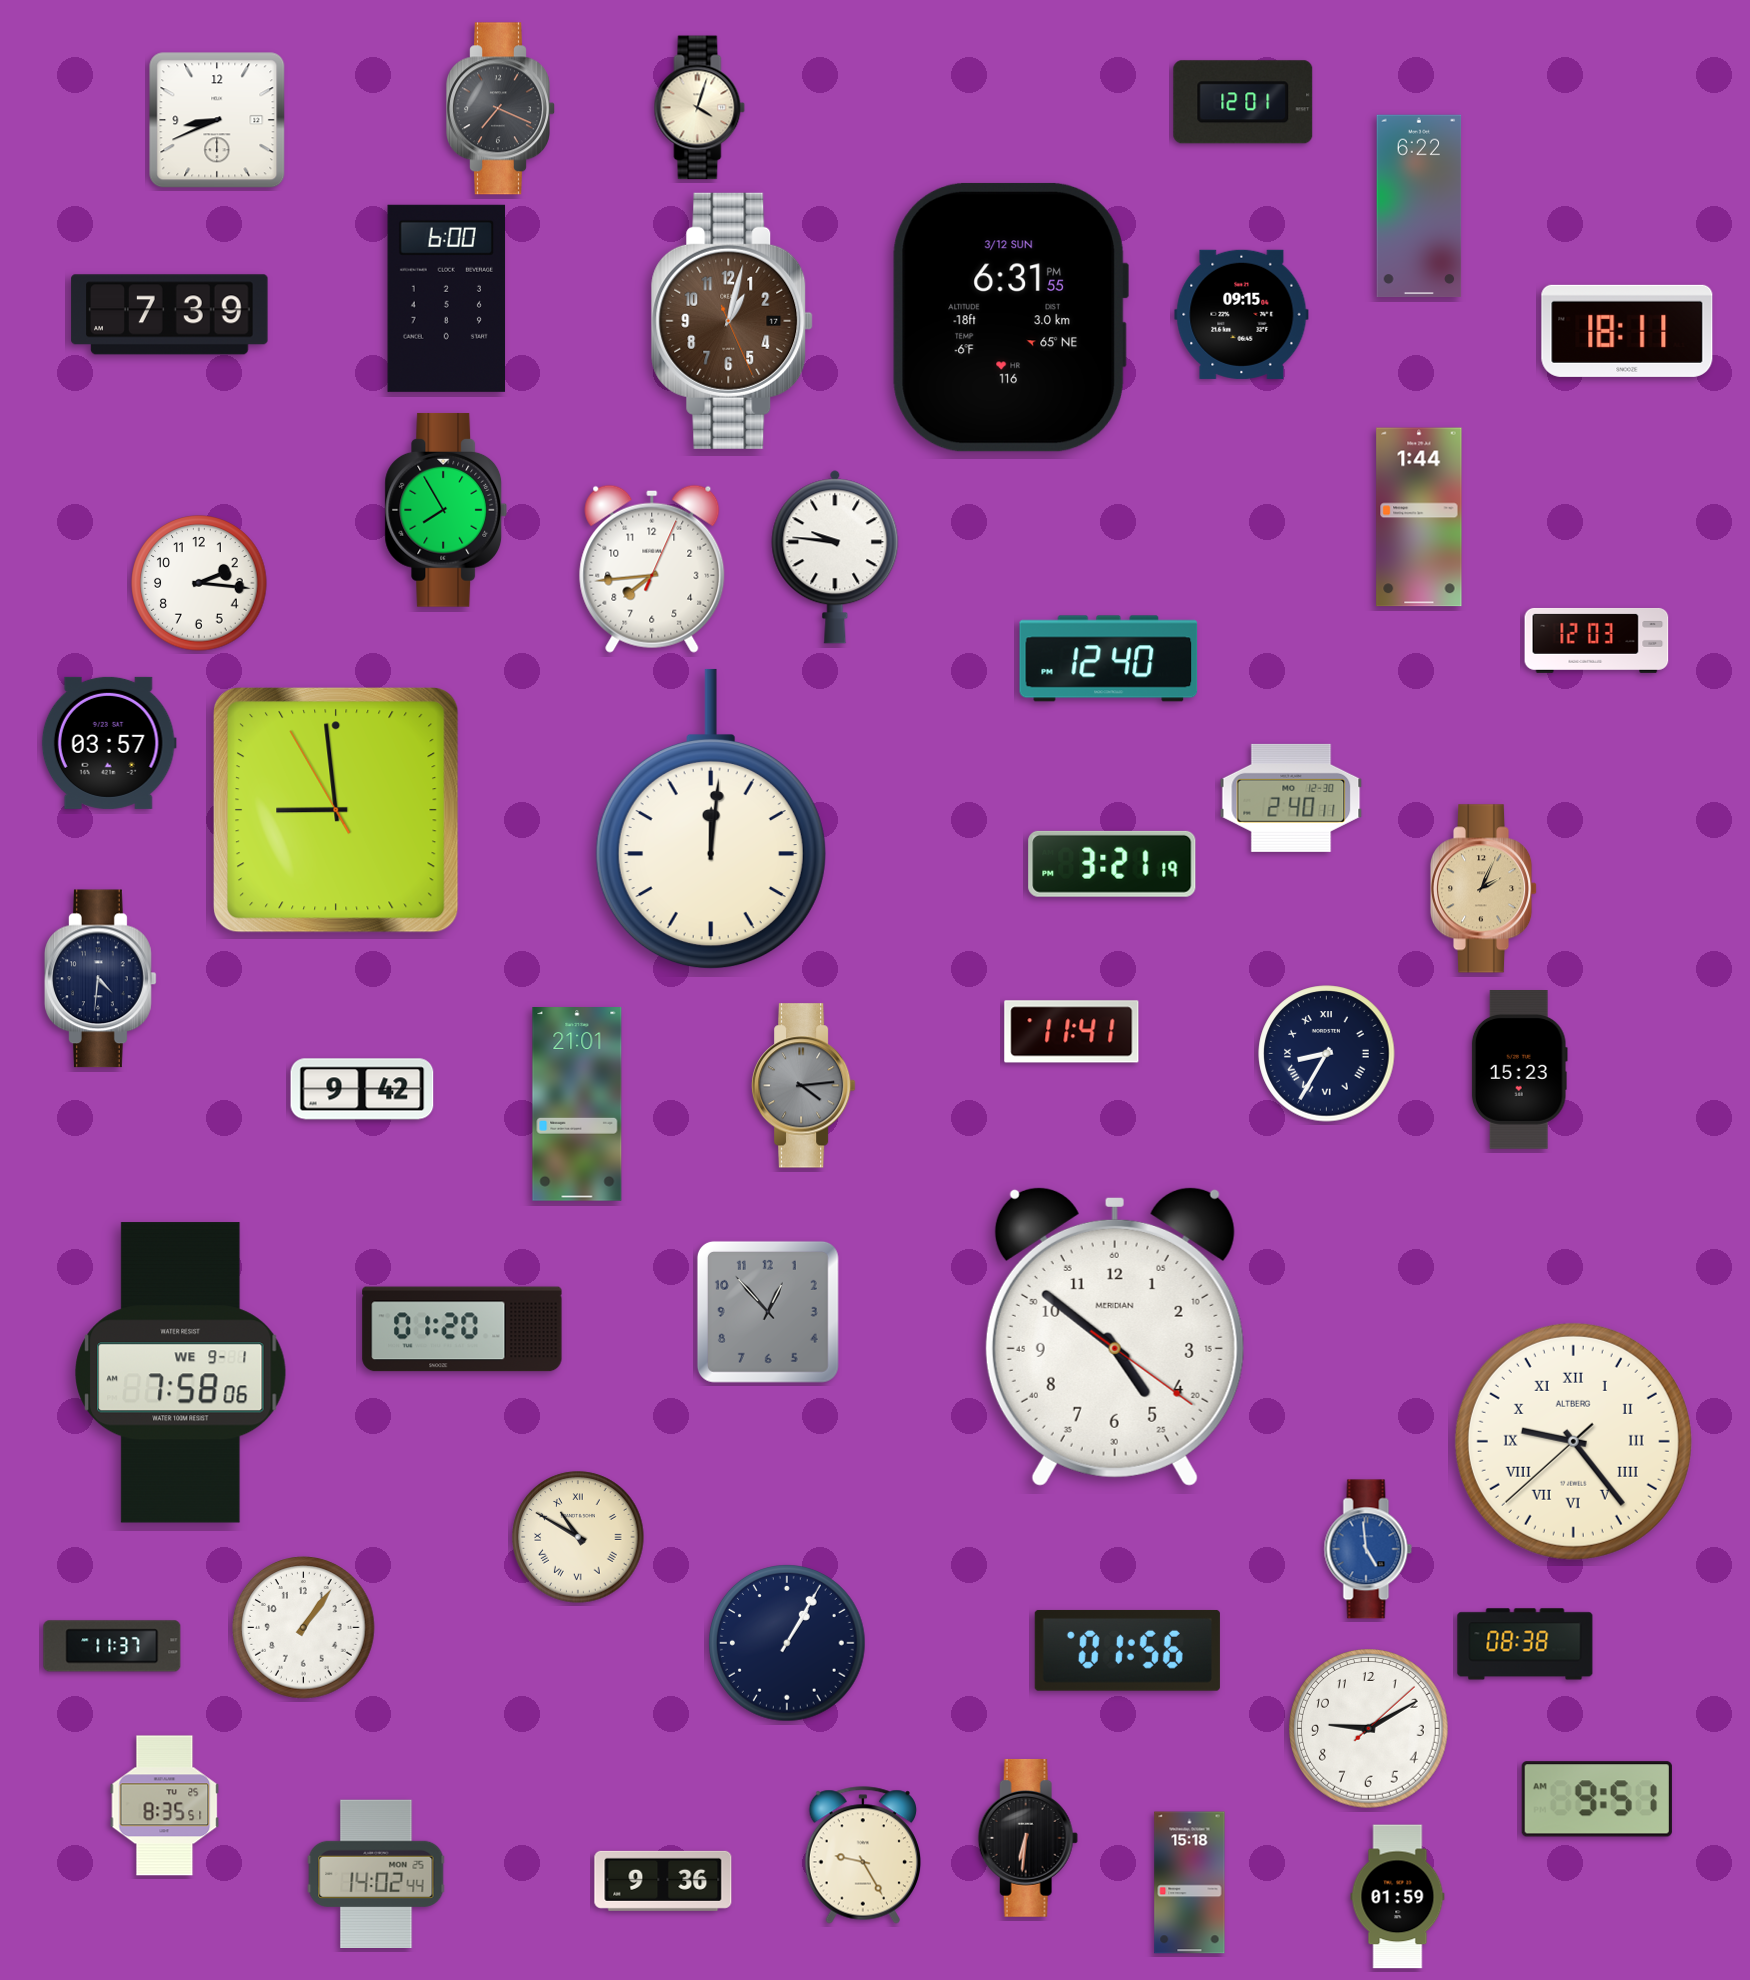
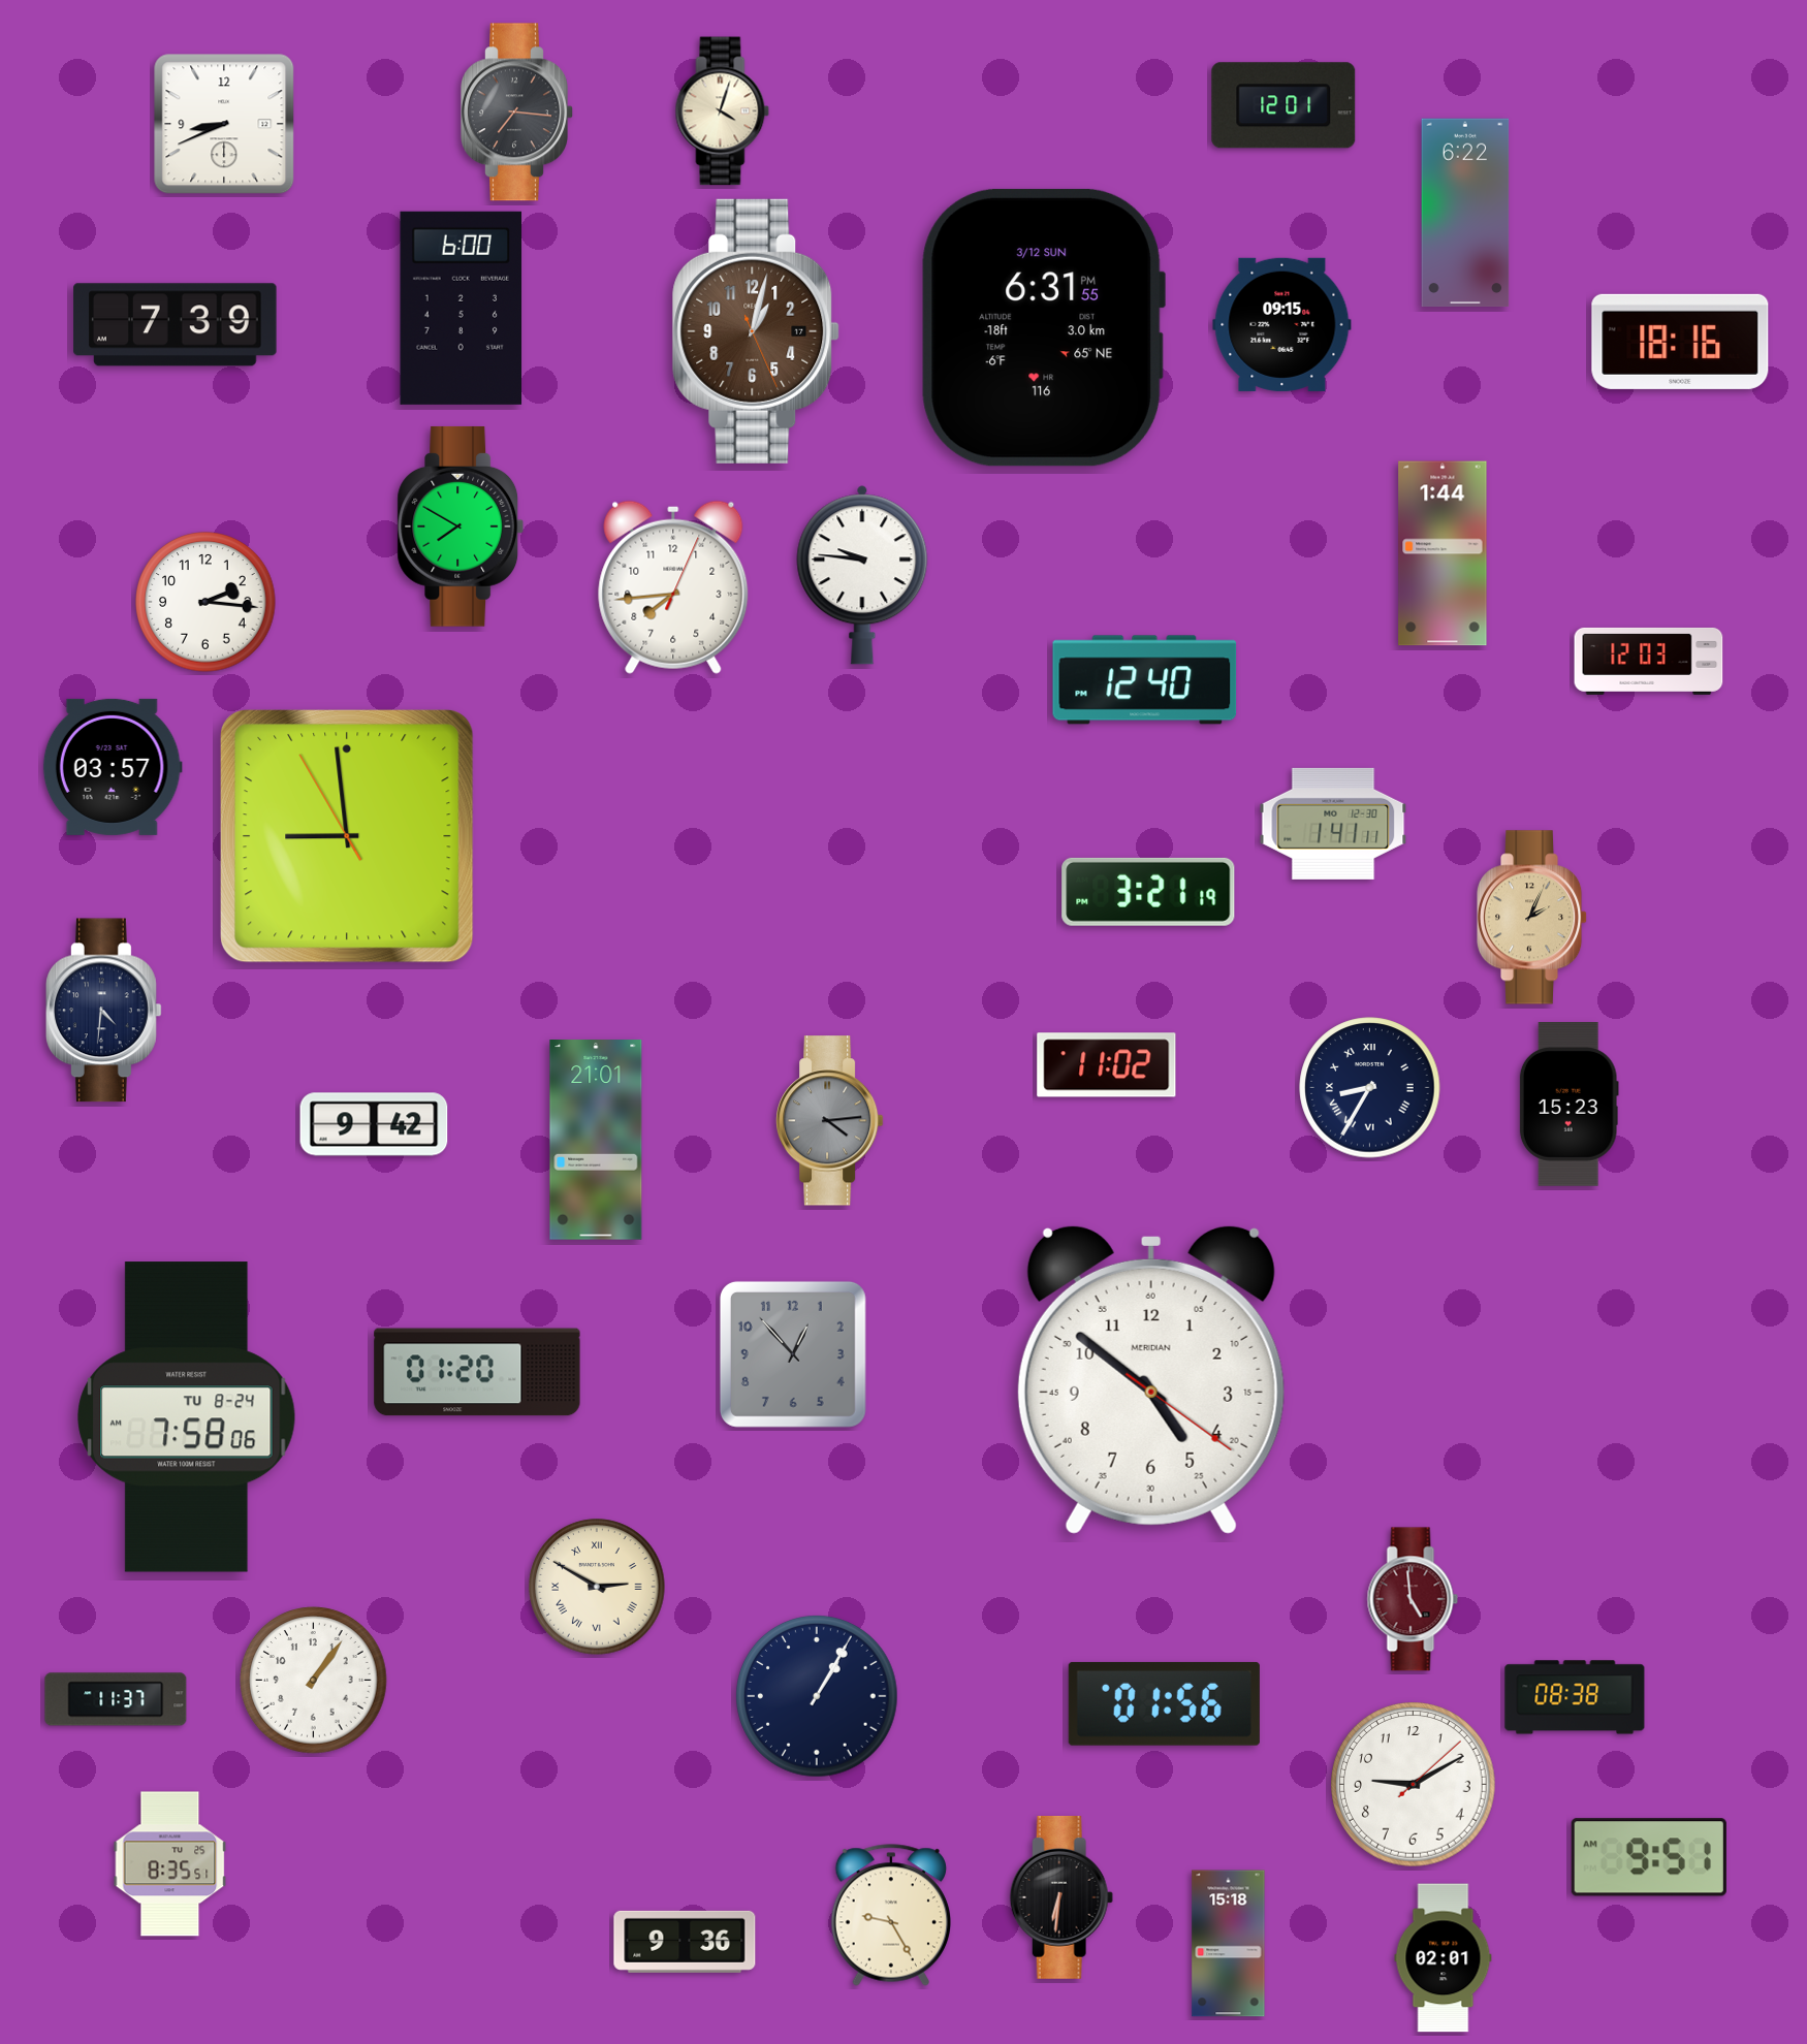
clock at (501, 109): 7:19 -> 7:16
clock at (1627, 331): 18:11 -> 18:16
clock at (446, 510): 7:55 -> 7:50
clock at (1419, 517) position: (1419, 517) -> (1443, 553)
clock at (1291, 798): 2:40 -> 1:41
clock at (711, 819): 12:01 -> none
clock at (1072, 1032): 11:41 -> 11:02
clock at (181, 1373) date: WE 9-1 -> TU 8-24
clock at (1573, 1441): 9:23 -> none
clock at (578, 1537): 10:50 -> 2:50
clock at (1368, 1549) dial: blue -> burgundy
clock at (787, 1643) position: (787, 1643) -> (817, 1696)
clock at (376, 1873): 14:02 -> none
clock at (1398, 1897): 01:59 -> 02:01
